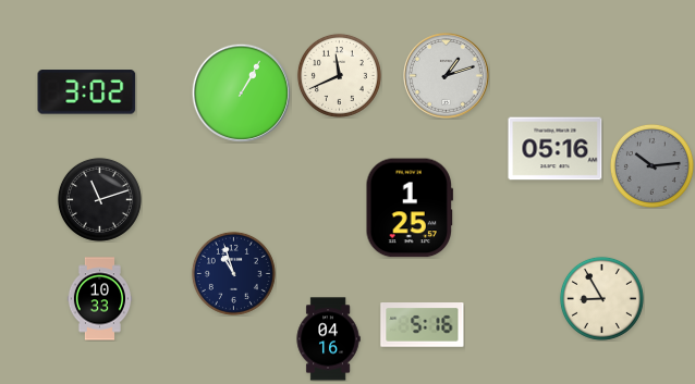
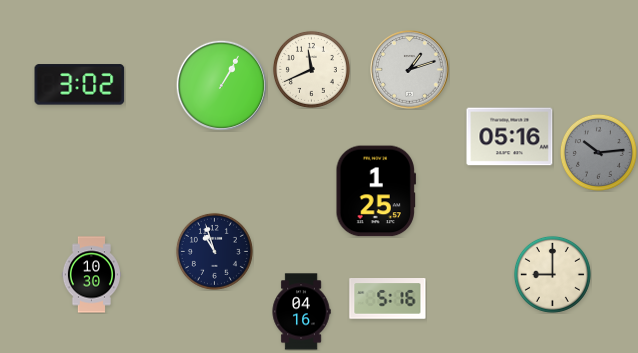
clock at (99, 199): 11:12 -> none
clock at (601, 298): 8:55 -> 9:00
clock at (99, 299): 10:33 -> 10:30
